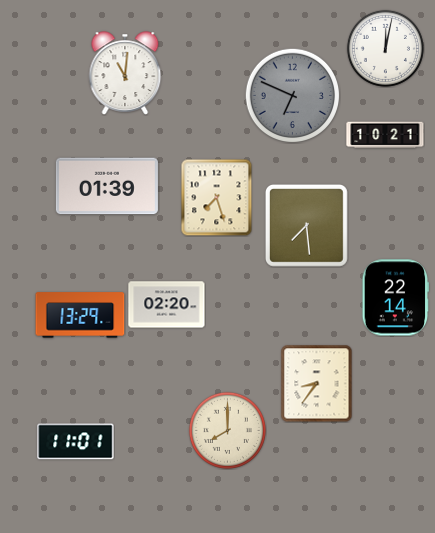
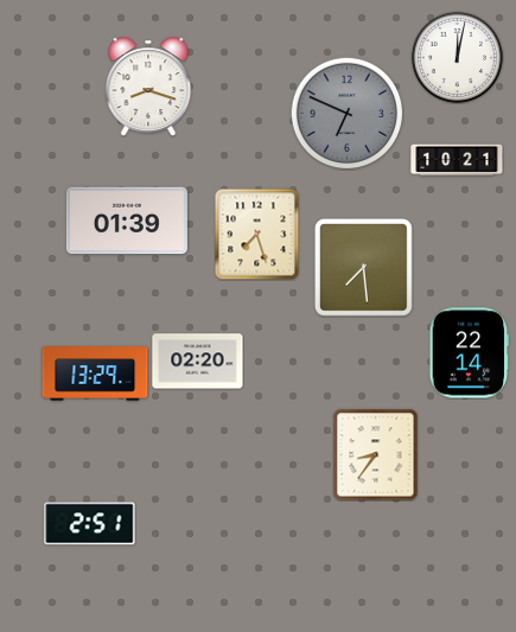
clock at (125, 73): 11:01 -> 8:18
clock at (227, 430): 8:00 -> none
clock at (76, 442): 11:01 -> 2:51
